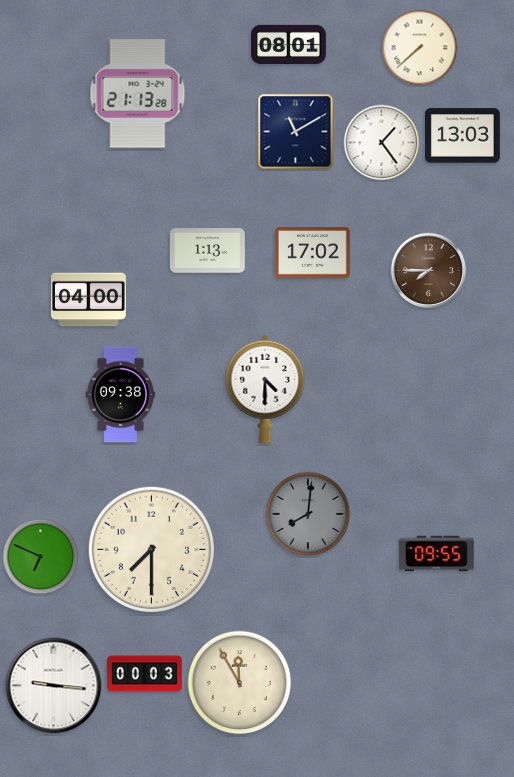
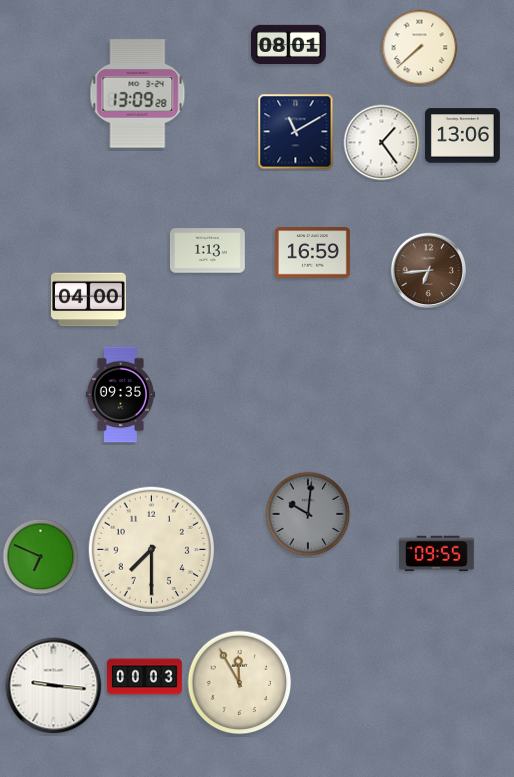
clock at (138, 94): 21:13 -> 13:09
clock at (462, 136): 13:03 -> 13:06
clock at (312, 253): 17:02 -> 16:59
clock at (429, 271): 7:45 -> 6:44
clock at (265, 389): 4:30 -> none
clock at (120, 395): 09:38 -> 09:35
clock at (308, 514): 8:01 -> 10:01
clock at (145, 674) position: (145, 674) -> (145, 677)
